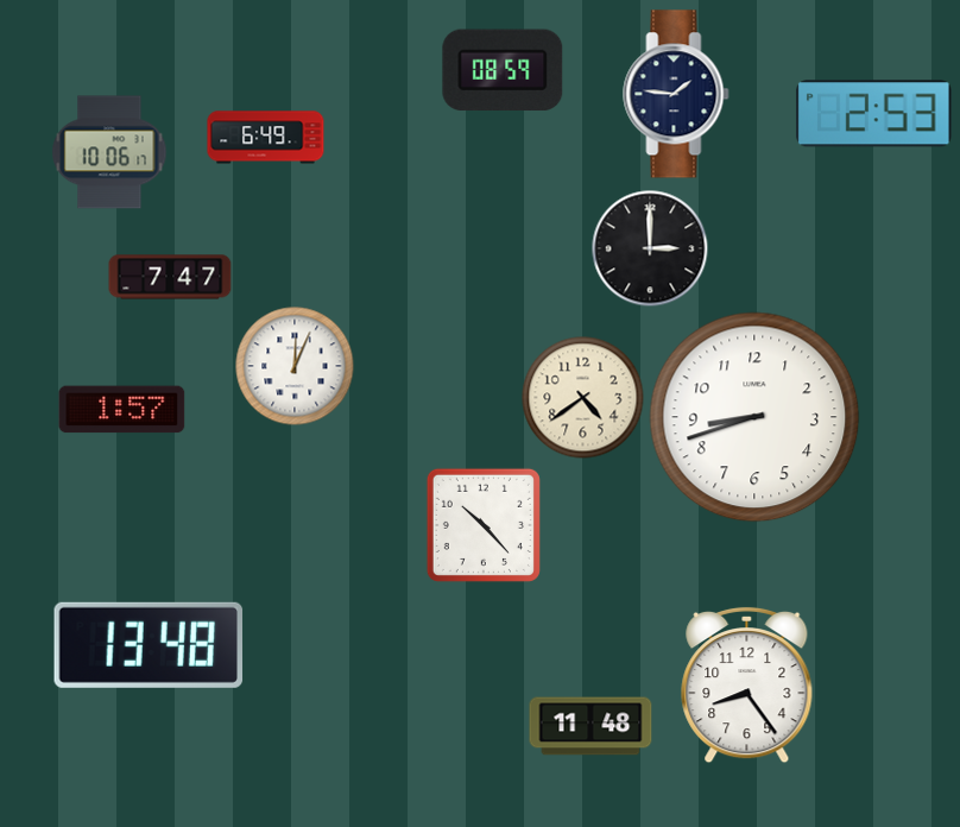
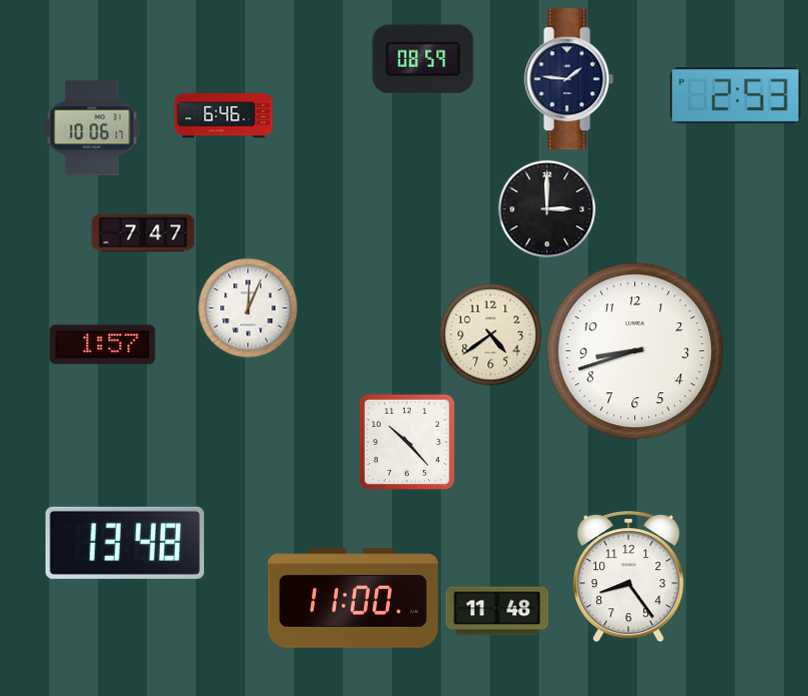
clock at (266, 138): 6:49 -> 6:46
clock at (353, 598): none -> 11:00
